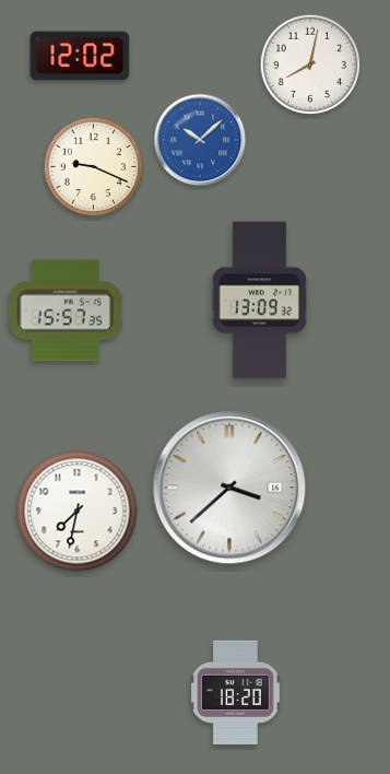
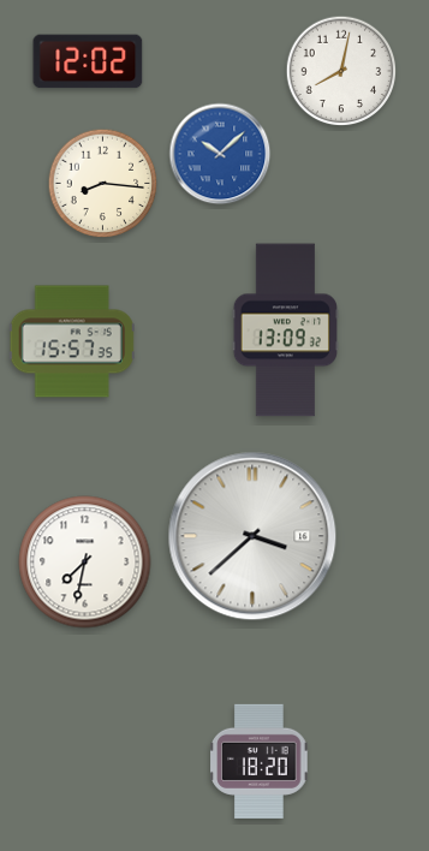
clock at (94, 167): 9:19 -> 8:16
